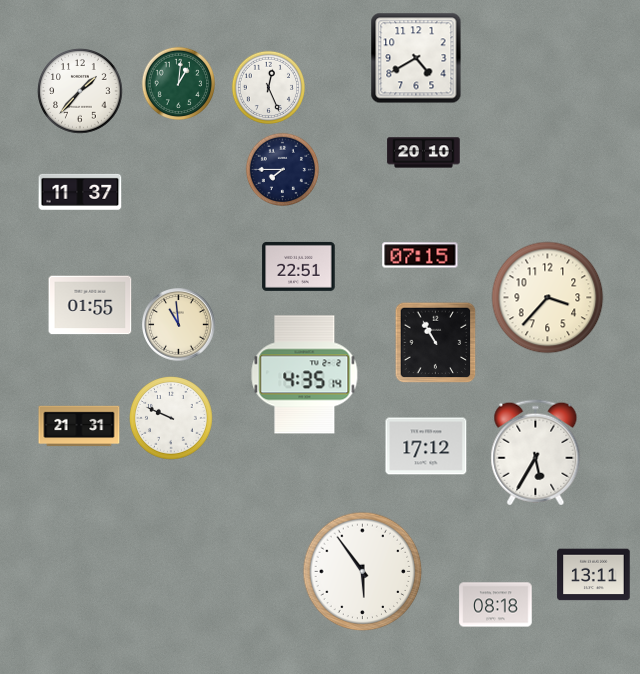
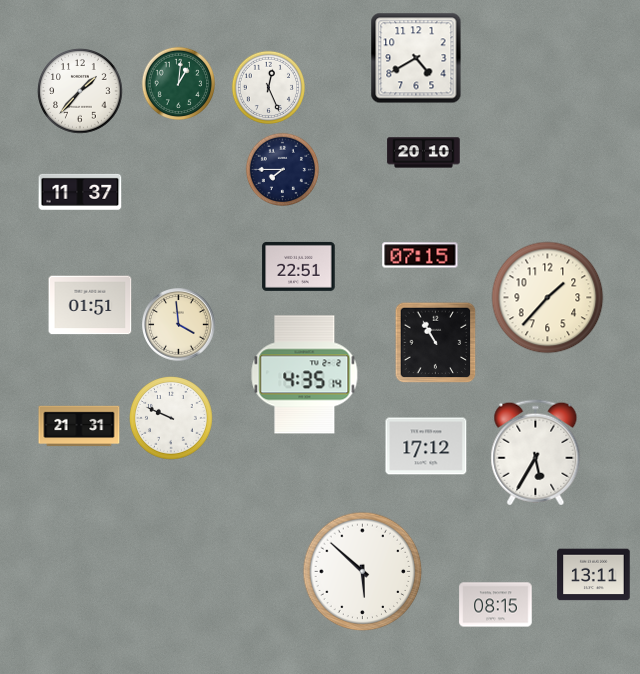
clock at (548, 298): 3:37 -> 1:37
clock at (90, 305): 01:55 -> 01:51
clock at (179, 325): 10:59 -> 3:59
clock at (363, 572): 5:54 -> 5:52
clock at (496, 605): 08:18 -> 08:15
